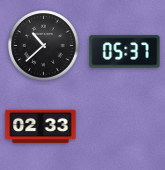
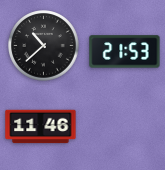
clock at (125, 52): 05:37 -> 21:53
clock at (41, 127): 02:33 -> 11:46
